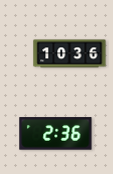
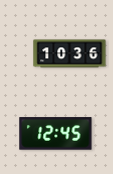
clock at (56, 134): 2:36 -> 12:45
